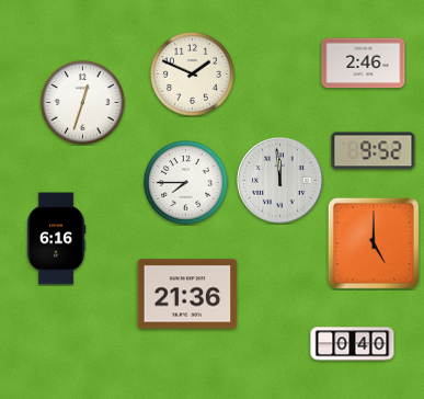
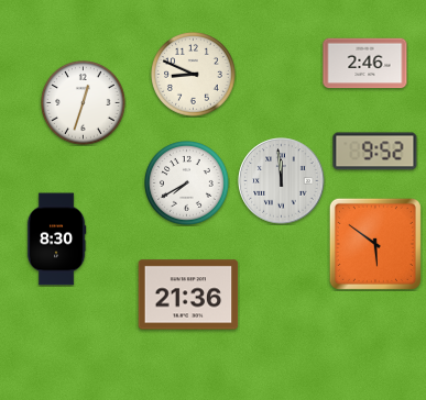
clock at (193, 75): 1:49 -> 8:49
clock at (186, 183): 7:45 -> 7:40
clock at (56, 239): 6:16 -> 8:30
clock at (374, 243): 5:00 -> 5:51
clock at (353, 344): 0:40 -> none
